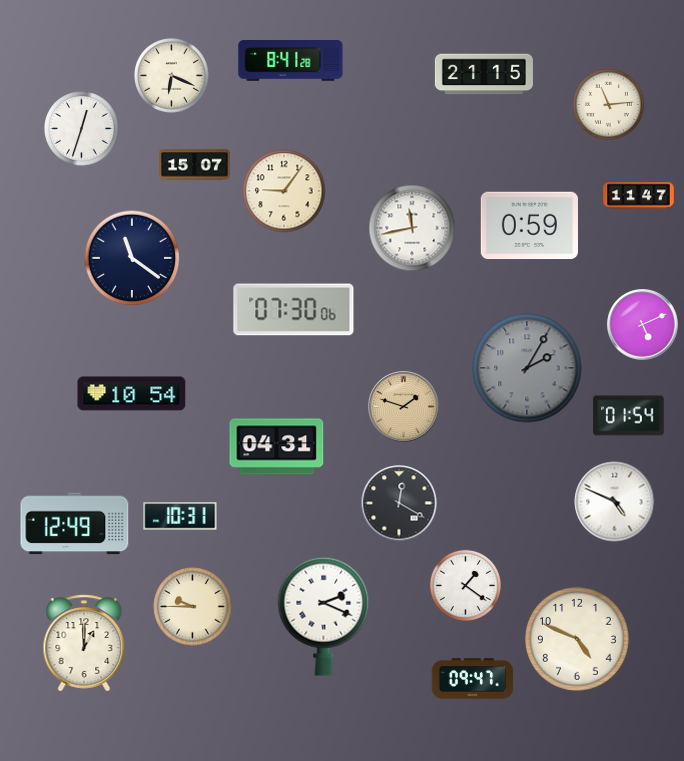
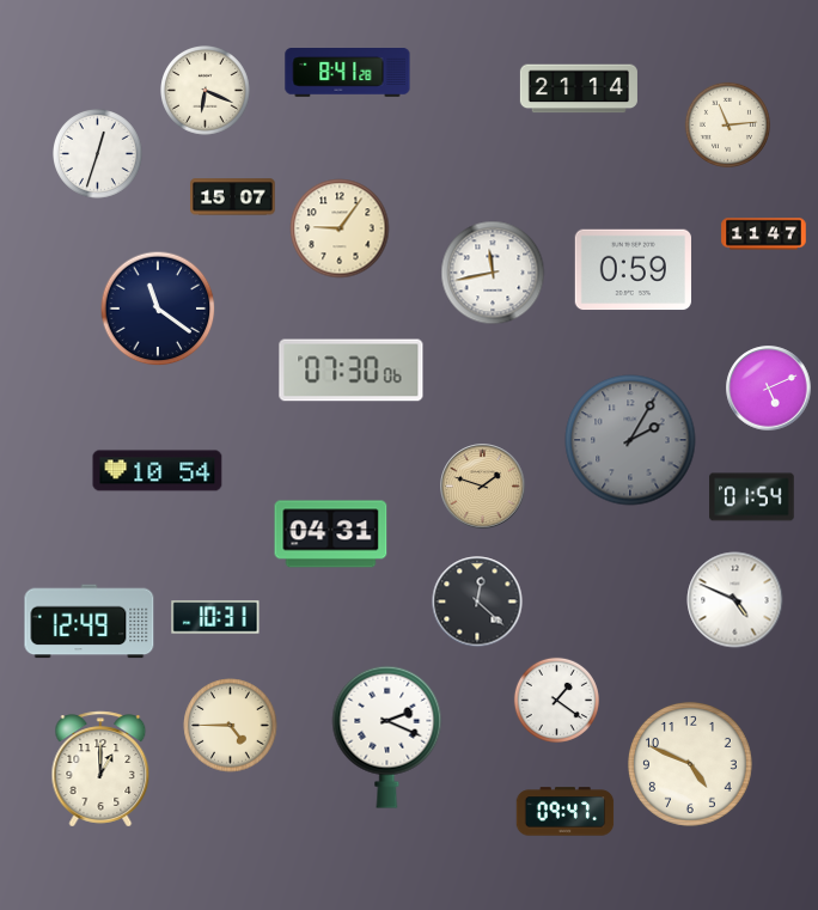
clock at (484, 74): 21:15 -> 21:14
clock at (399, 503): 12:20 -> 12:22
clock at (75, 524) position: (75, 524) -> (90, 622)
clock at (193, 607): 9:45 -> 4:45
